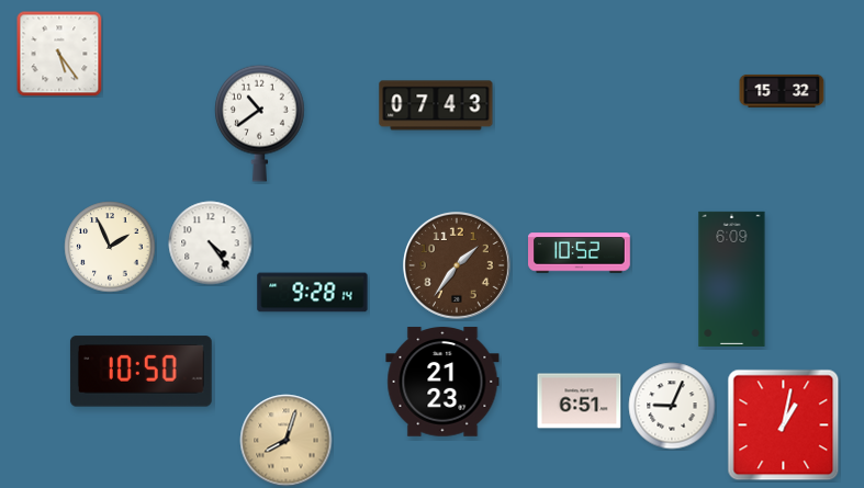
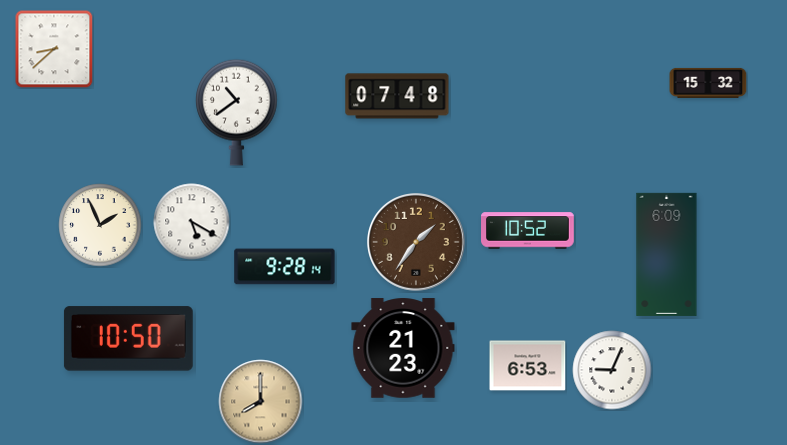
clock at (59, 54): 5:24 -> 8:38
clock at (782, 91) position: (782, 91) -> (708, 83)
clock at (436, 105): 07:43 -> 07:48
clock at (211, 243): 4:24 -> 5:20
clock at (580, 401): 6:51 -> 6:53
clock at (784, 425): 1:02 -> none
clock at (287, 441): 8:03 -> 8:00
